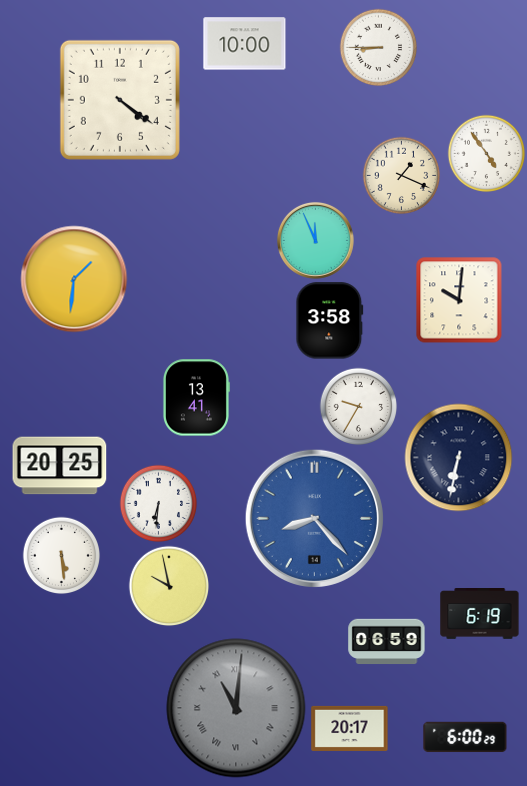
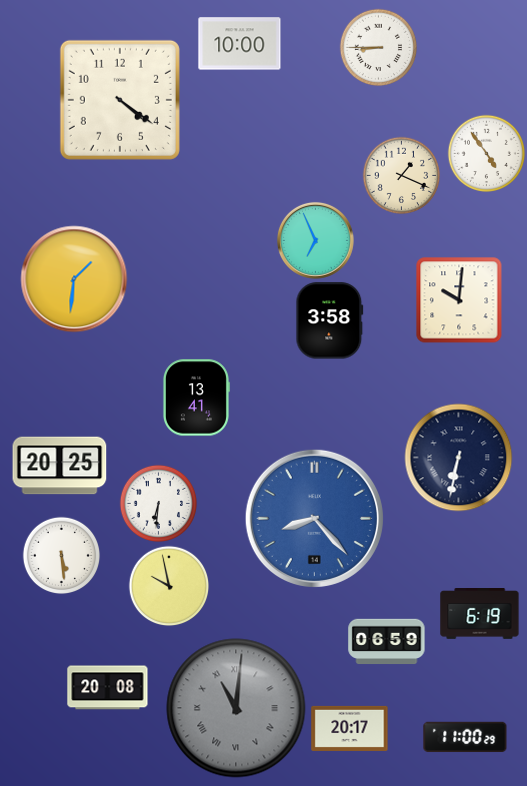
clock at (245, 44) position: (245, 44) -> (240, 44)
clock at (315, 240): 11:56 -> 6:56
clock at (358, 406): 9:35 -> none
clock at (108, 688): none -> 20:08
clock at (465, 737): 6:00 -> 11:00
